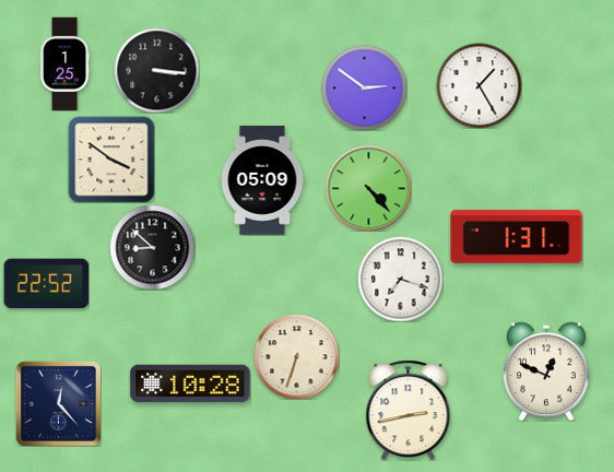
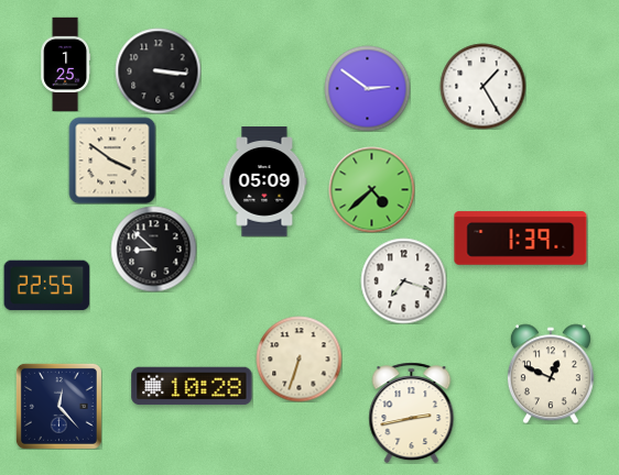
clock at (368, 188): 4:23 -> 4:38
clock at (517, 237): 1:31 -> 1:39
clock at (46, 284): 22:52 -> 22:55
